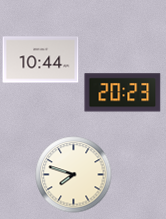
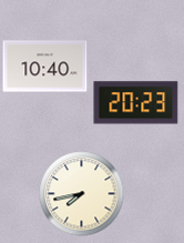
clock at (41, 60): 10:44 -> 10:40
clock at (74, 175): 7:48 -> 7:43
